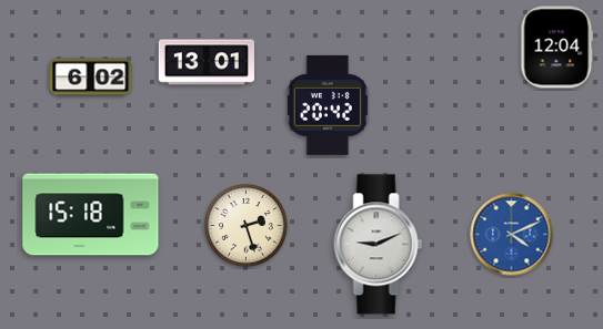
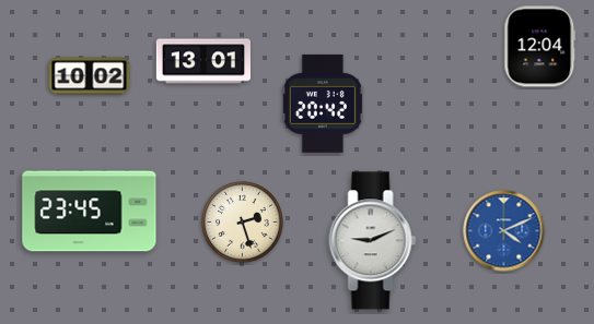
clock at (557, 48) position: (557, 48) -> (540, 47)
clock at (91, 78): 6:02 -> 10:02
clock at (91, 215): 15:18 -> 23:45
